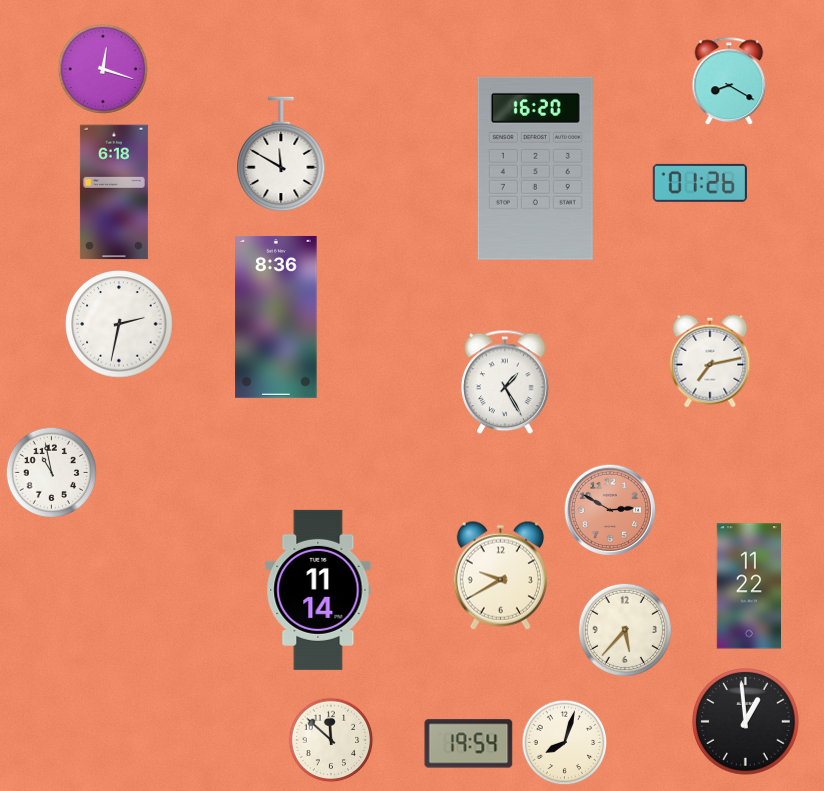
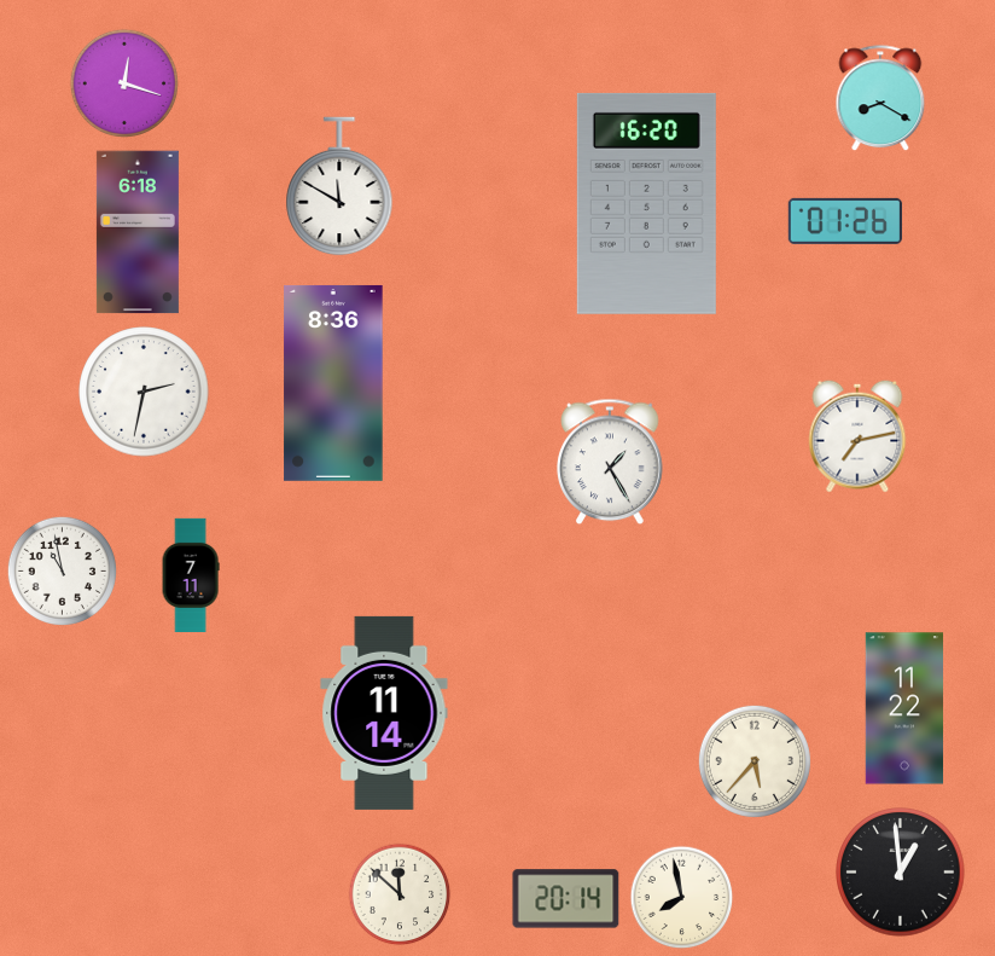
clock at (191, 575): none -> 7:11
clock at (609, 509): 2:50 -> none
clock at (500, 575): 9:40 -> none
clock at (565, 743): 8:03 -> 7:58
clock at (469, 744): 19:54 -> 20:14
